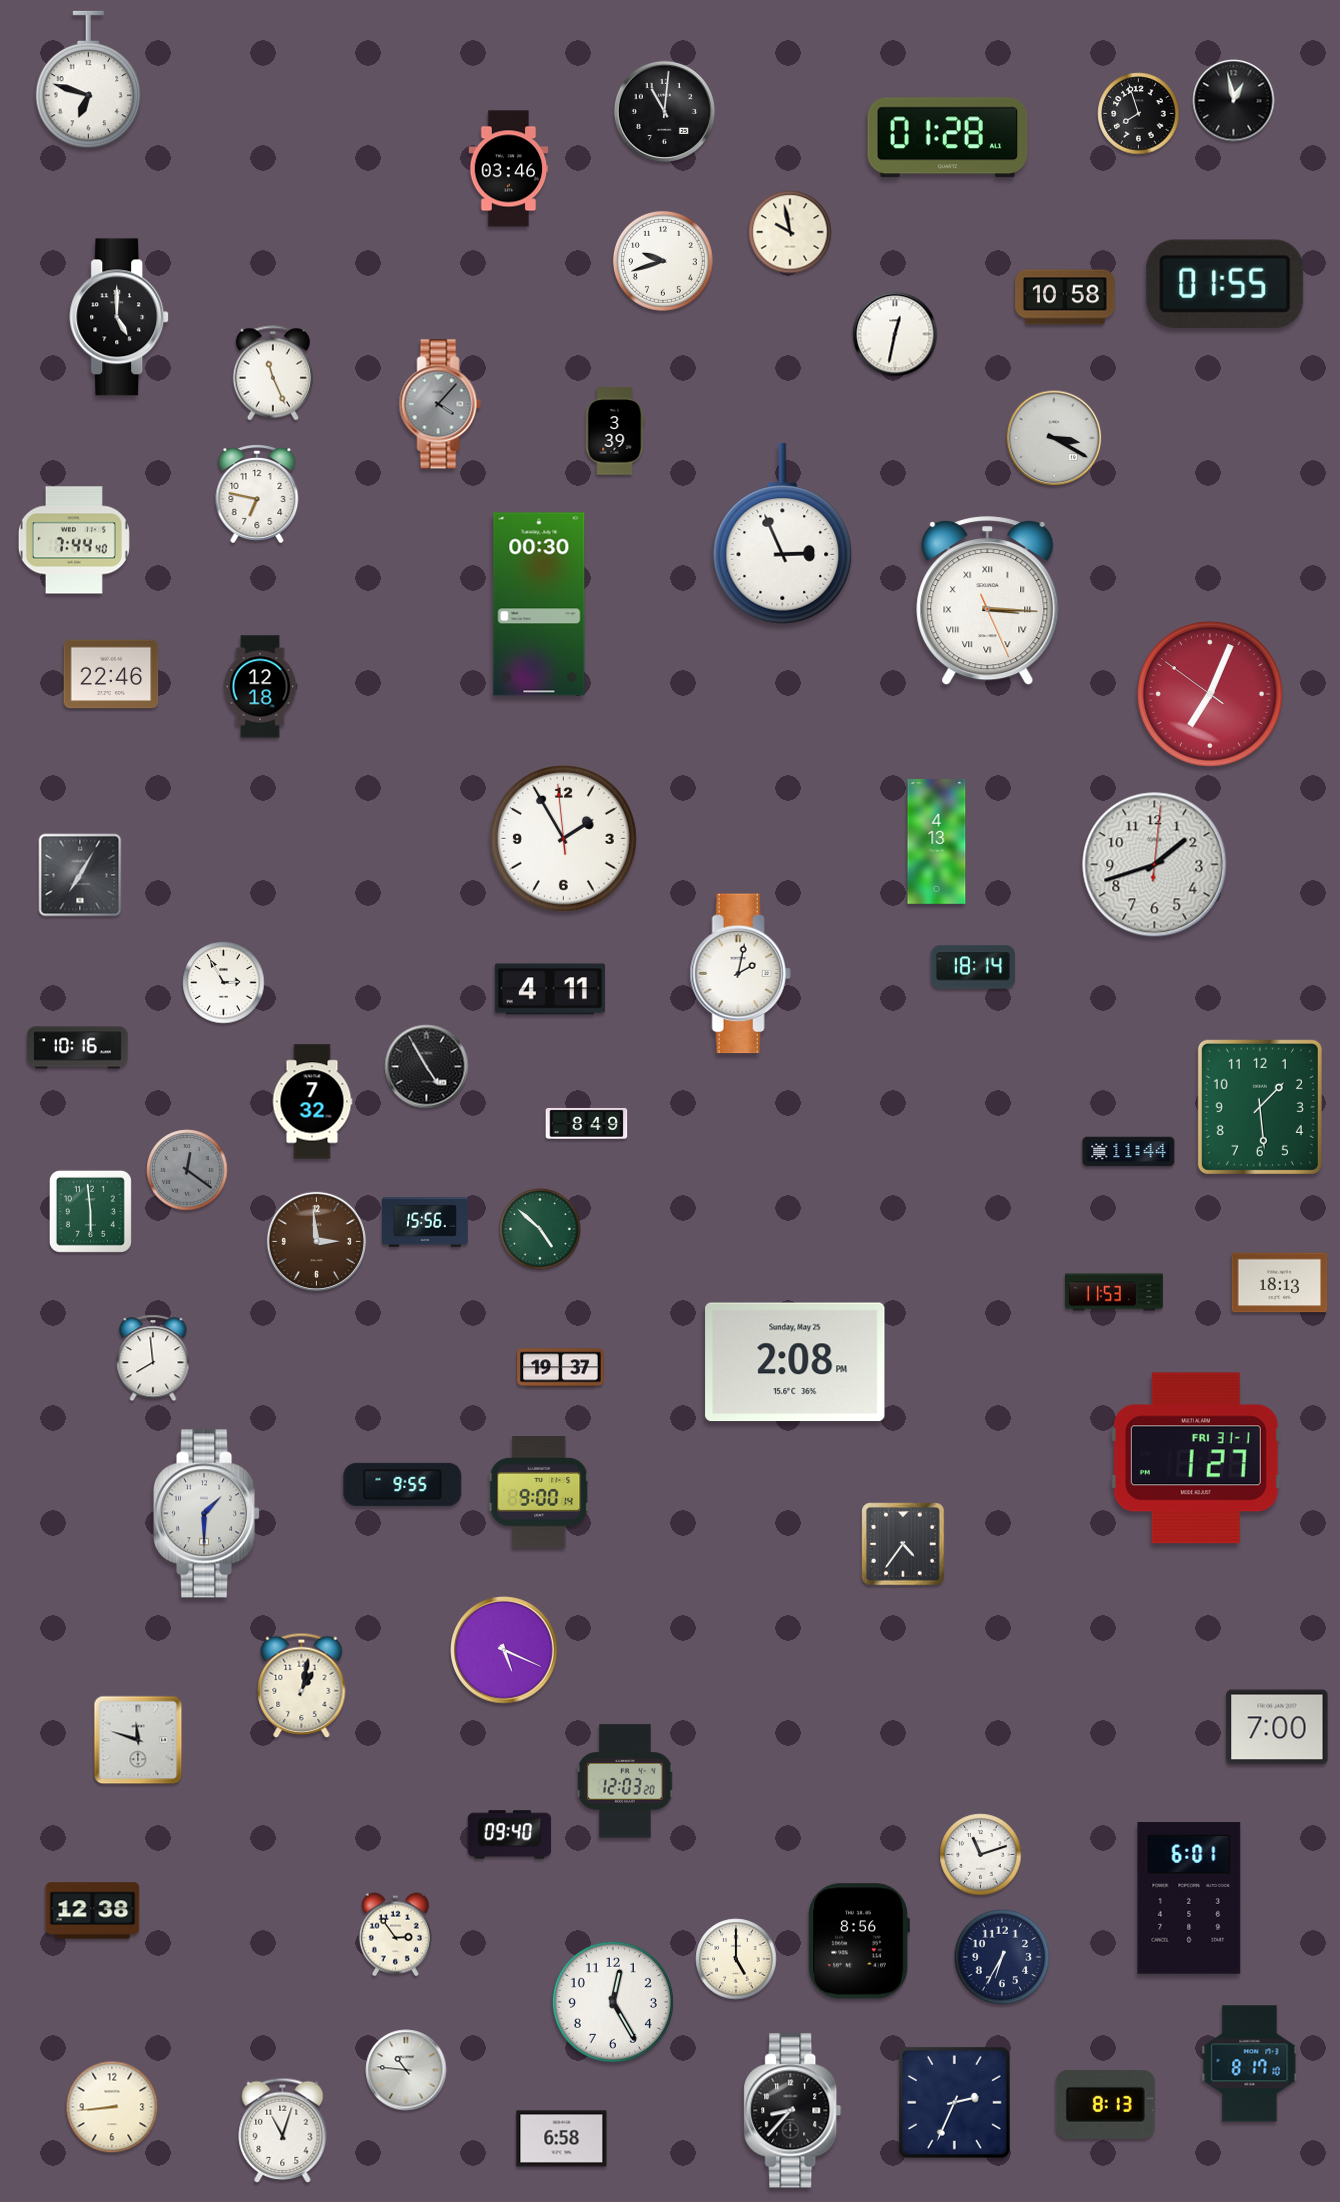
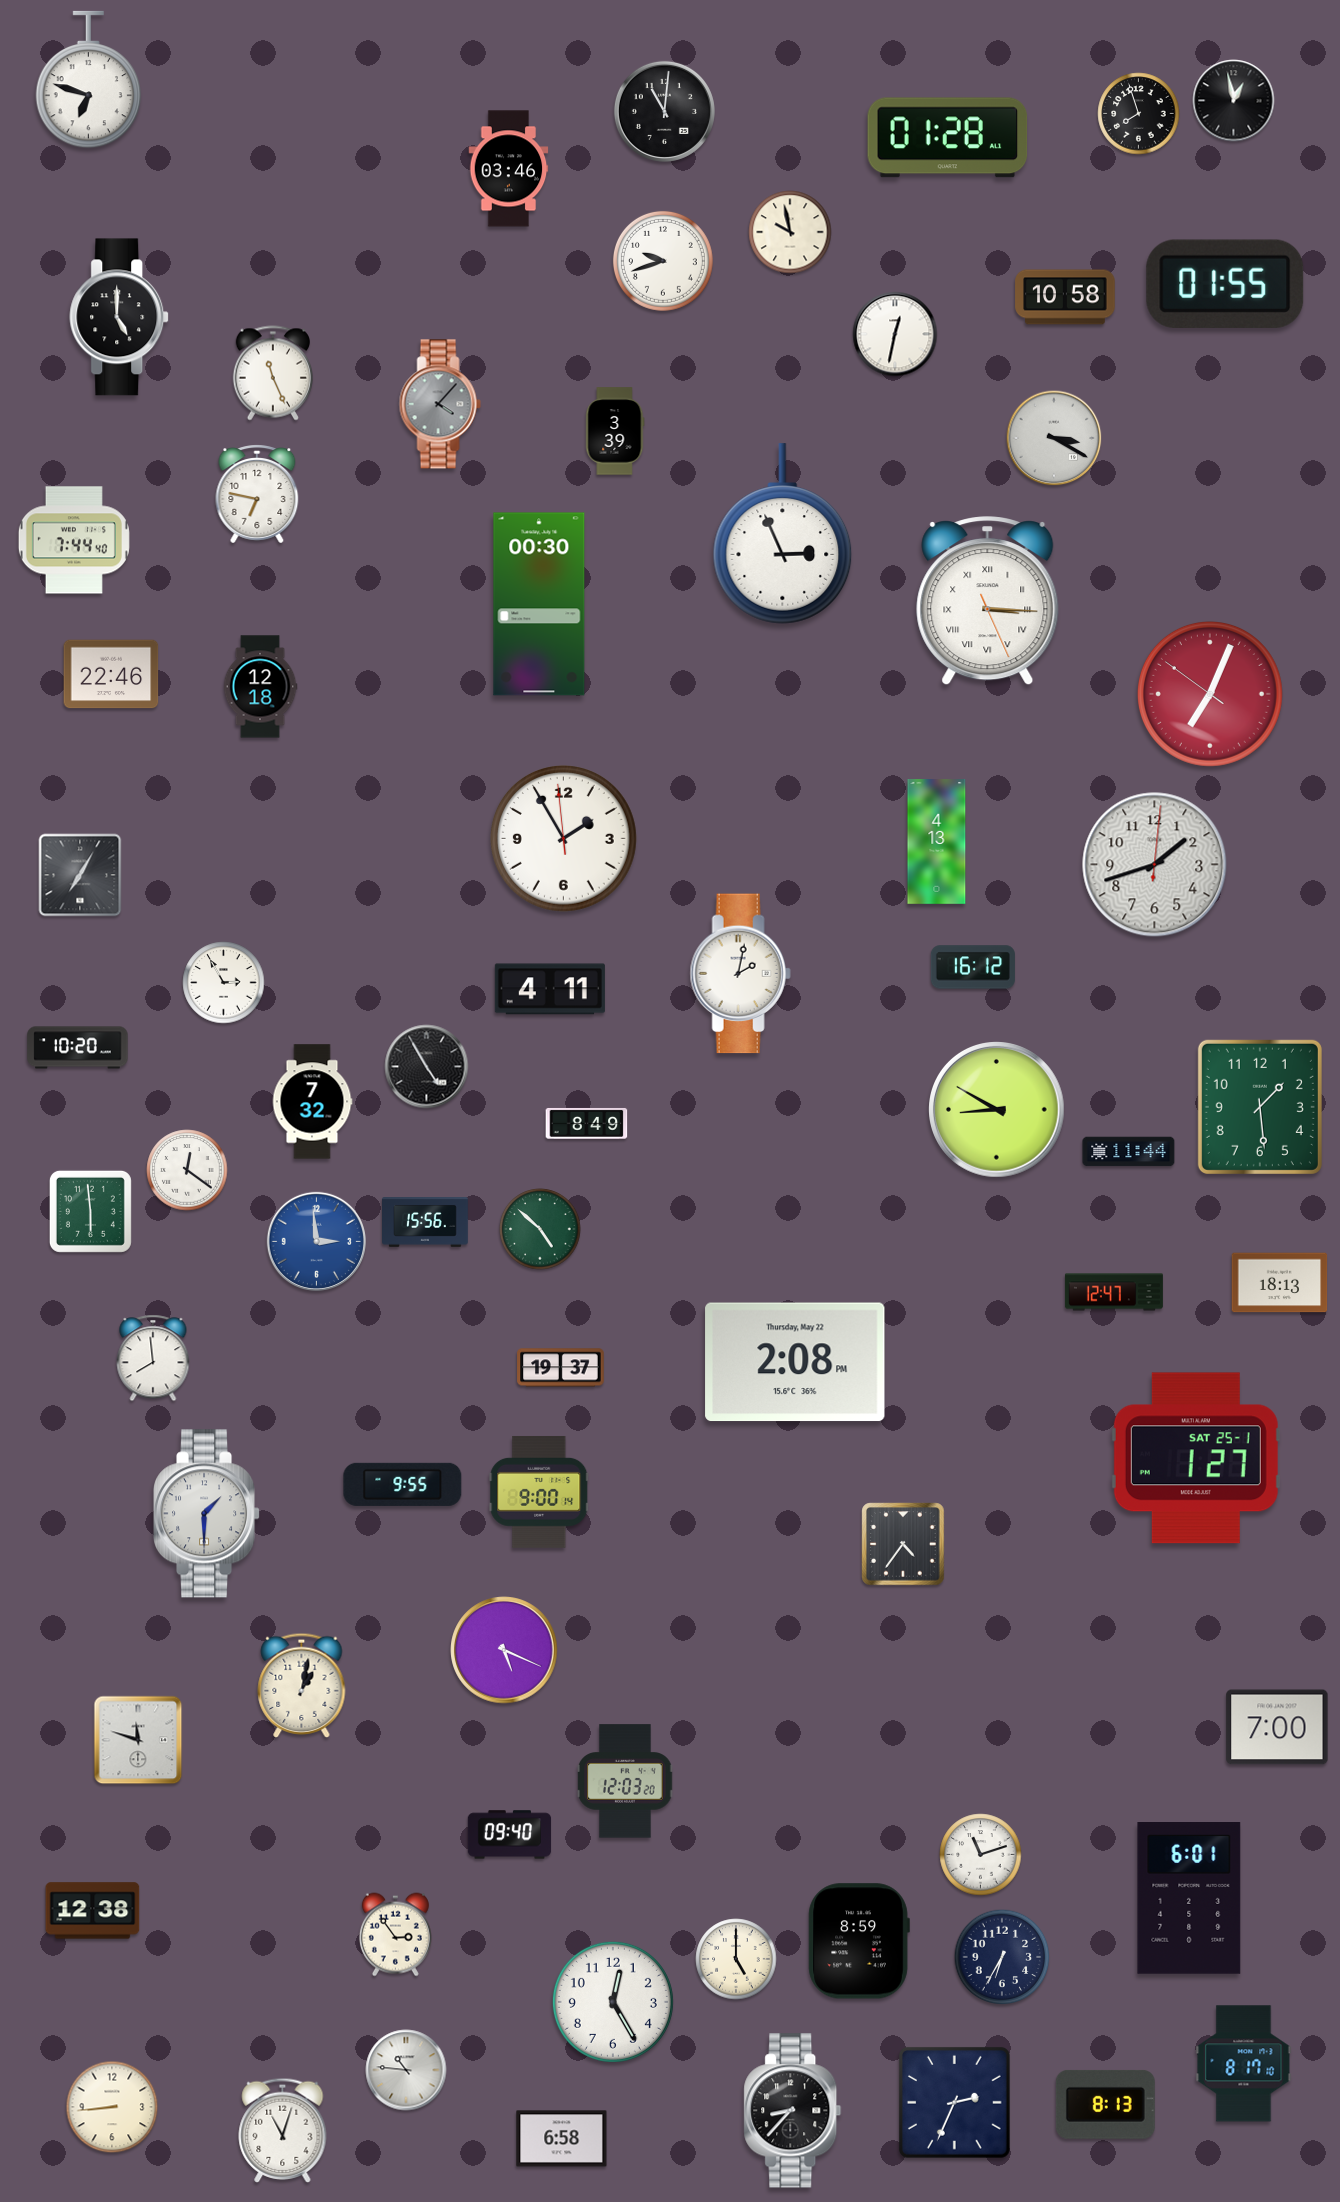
clock at (973, 967): 18:14 -> 16:12
clock at (78, 1048): 10:16 -> 10:20
clock at (997, 1110): none -> 8:50
clock at (187, 1170) dial: grey -> white
clock at (316, 1241) dial: brown -> blue
clock at (1114, 1292): 11:53 -> 12:47
clock at (795, 1362) date: Sunday, May 25 -> Thursday, May 22
clock at (1196, 1458) date: FRI 31-1 -> SAT 25-1
clock at (859, 1941): 8:56 -> 8:59
clock at (1250, 2064) position: (1250, 2064) -> (1244, 2064)
